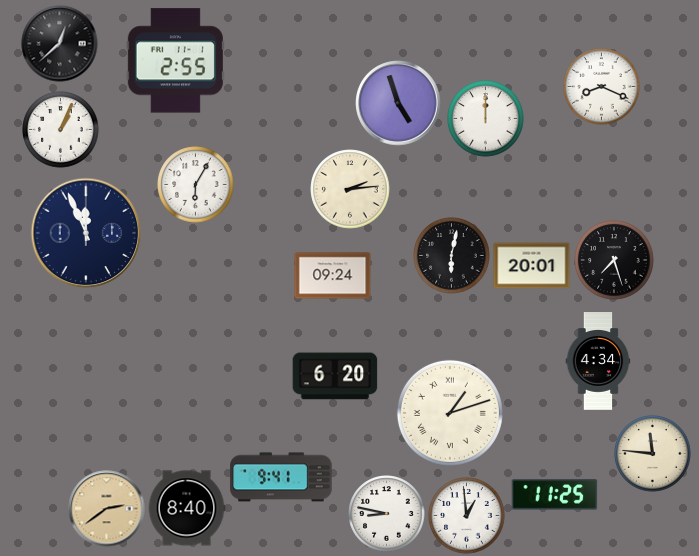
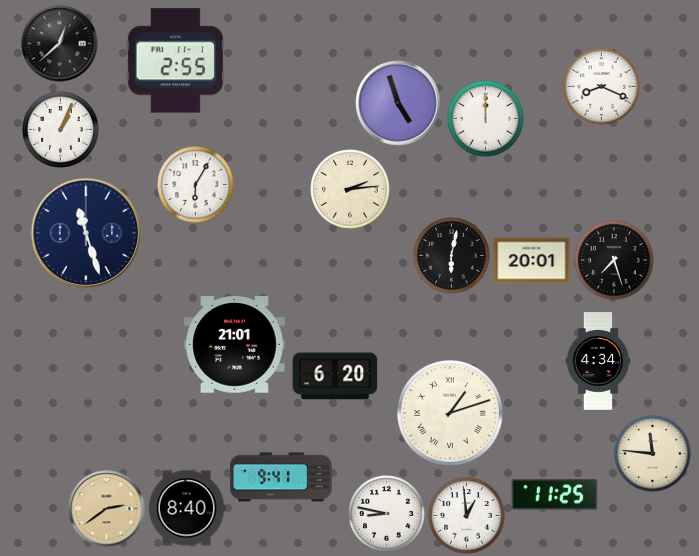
clock at (86, 233): 11:56 -> 11:27
clock at (532, 266) position: (532, 266) -> (532, 261)
clock at (333, 276): 09:24 -> none
clock at (235, 345): none -> 21:01
